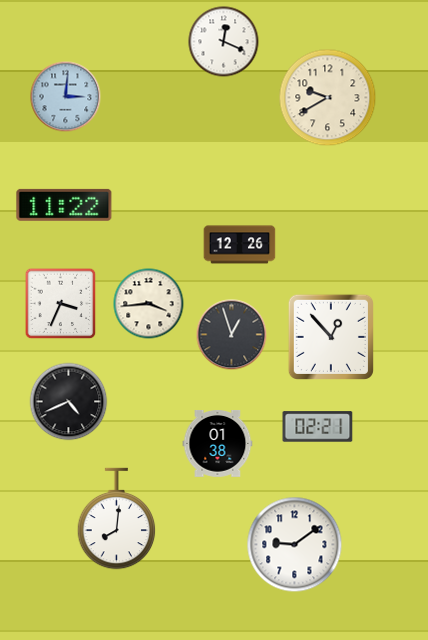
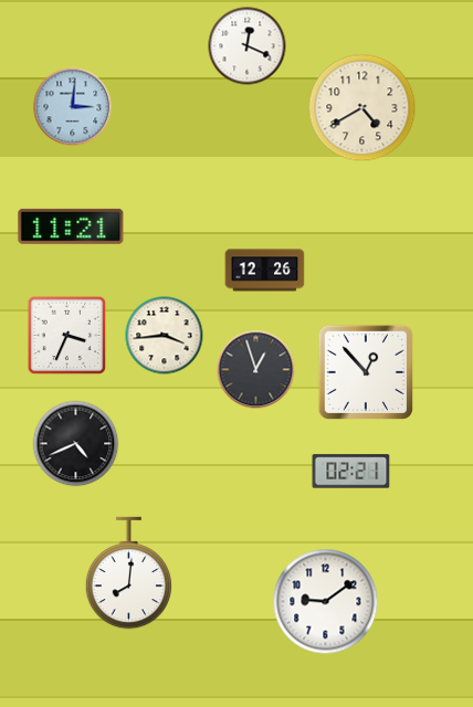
clock at (328, 98): 9:40 -> 4:40
clock at (64, 205): 11:22 -> 11:21
clock at (218, 444): 01:38 -> none
